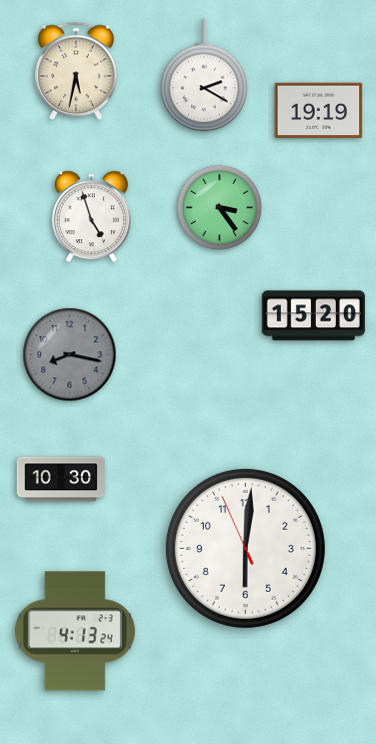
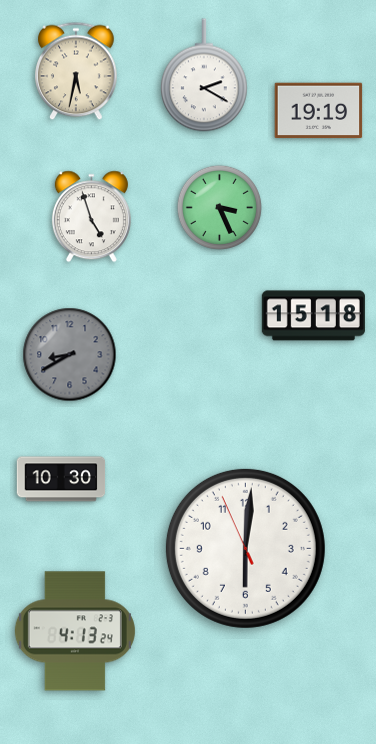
clock at (219, 207): 3:24 -> 3:26
clock at (313, 316): 15:20 -> 15:18
clock at (70, 355): 8:17 -> 8:40
